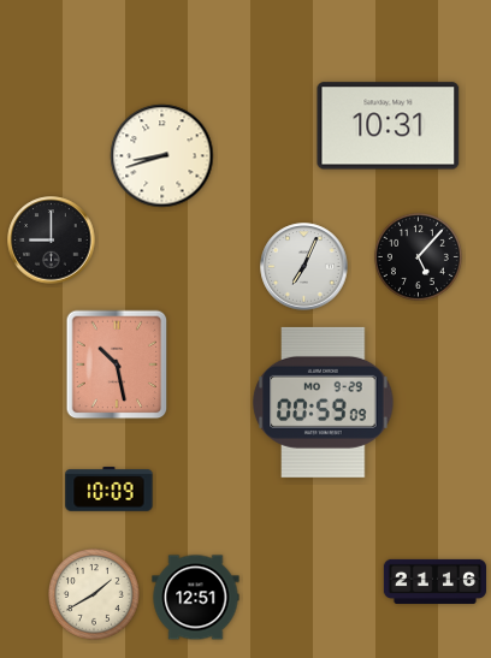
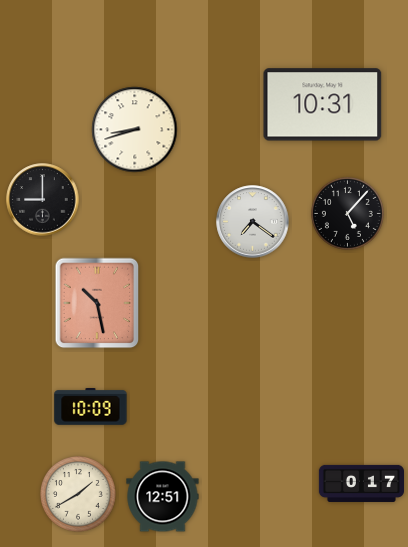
clock at (304, 267): 7:04 -> 7:21
clock at (324, 402): 00:59 -> none
clock at (434, 581): 21:16 -> 0:17
